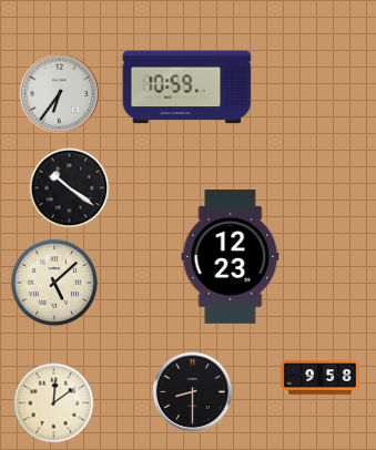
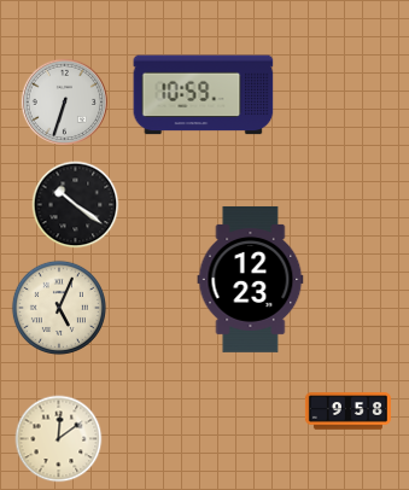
clock at (59, 93): 6:36 -> 6:33
clock at (54, 283): 5:08 -> 5:04
clock at (192, 391): 8:30 -> none
